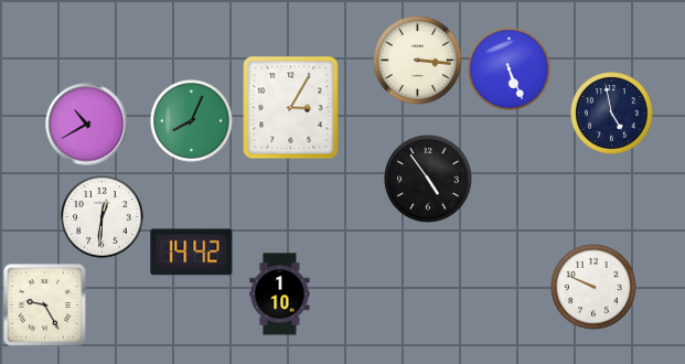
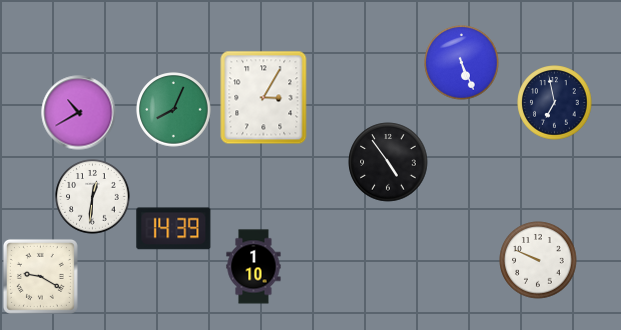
clock at (418, 61): 3:16 -> none
clock at (612, 114): 4:58 -> 6:58
clock at (192, 253): 14:42 -> 14:39
clock at (44, 304): 9:25 -> 9:20
